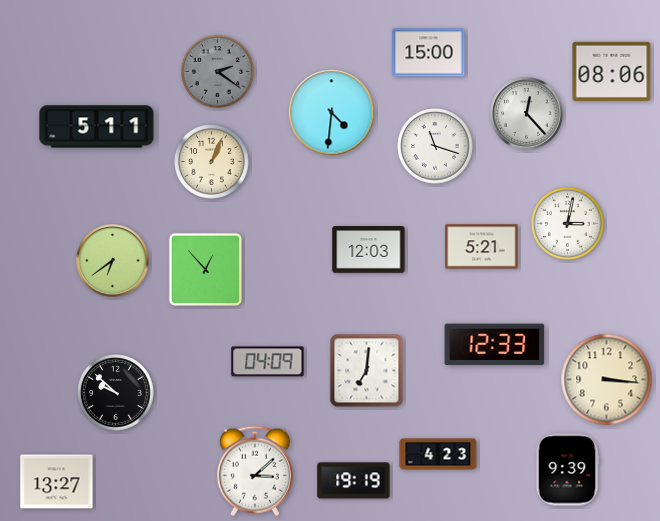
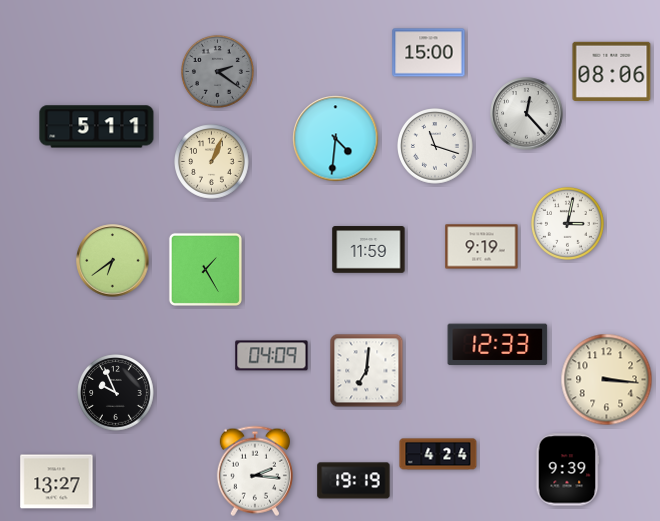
clock at (332, 113) position: (332, 113) -> (336, 139)
clock at (482, 247): 5:21 -> 9:19
clock at (369, 250): 12:03 -> 11:59
clock at (205, 269): 12:53 -> 1:25
clock at (495, 345) position: (495, 345) -> (498, 345)
clock at (268, 362) position: (268, 362) -> (272, 356)
clock at (116, 393): 9:52 -> 9:56
clock at (438, 454): 4:23 -> 4:24
clock at (255, 471): 3:08 -> 2:16
